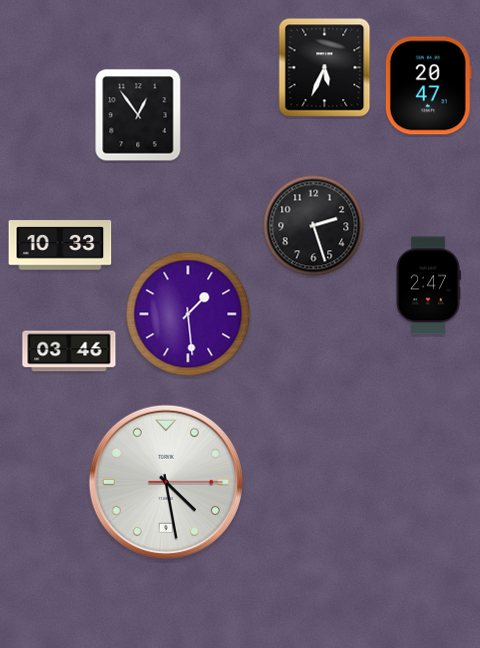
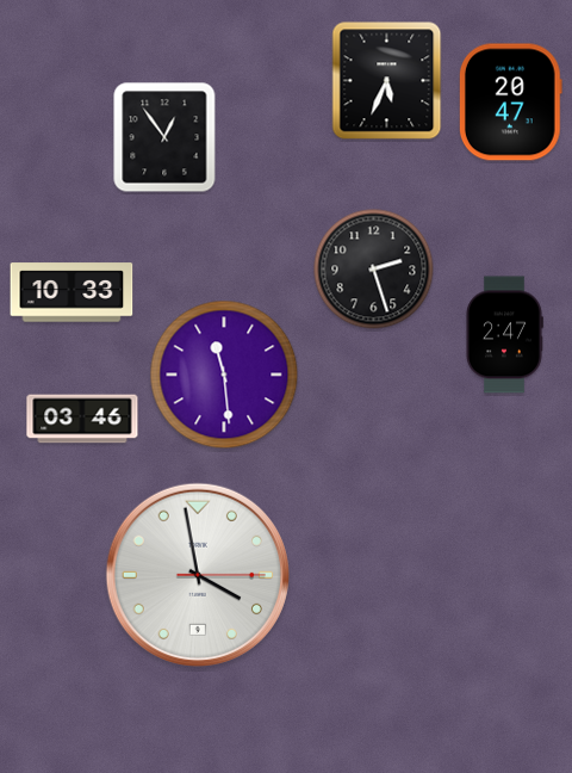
clock at (428, 286) position: (428, 286) -> (504, 335)
clock at (188, 314): 1:29 -> 11:29
clock at (165, 481): 4:28 -> 3:58
